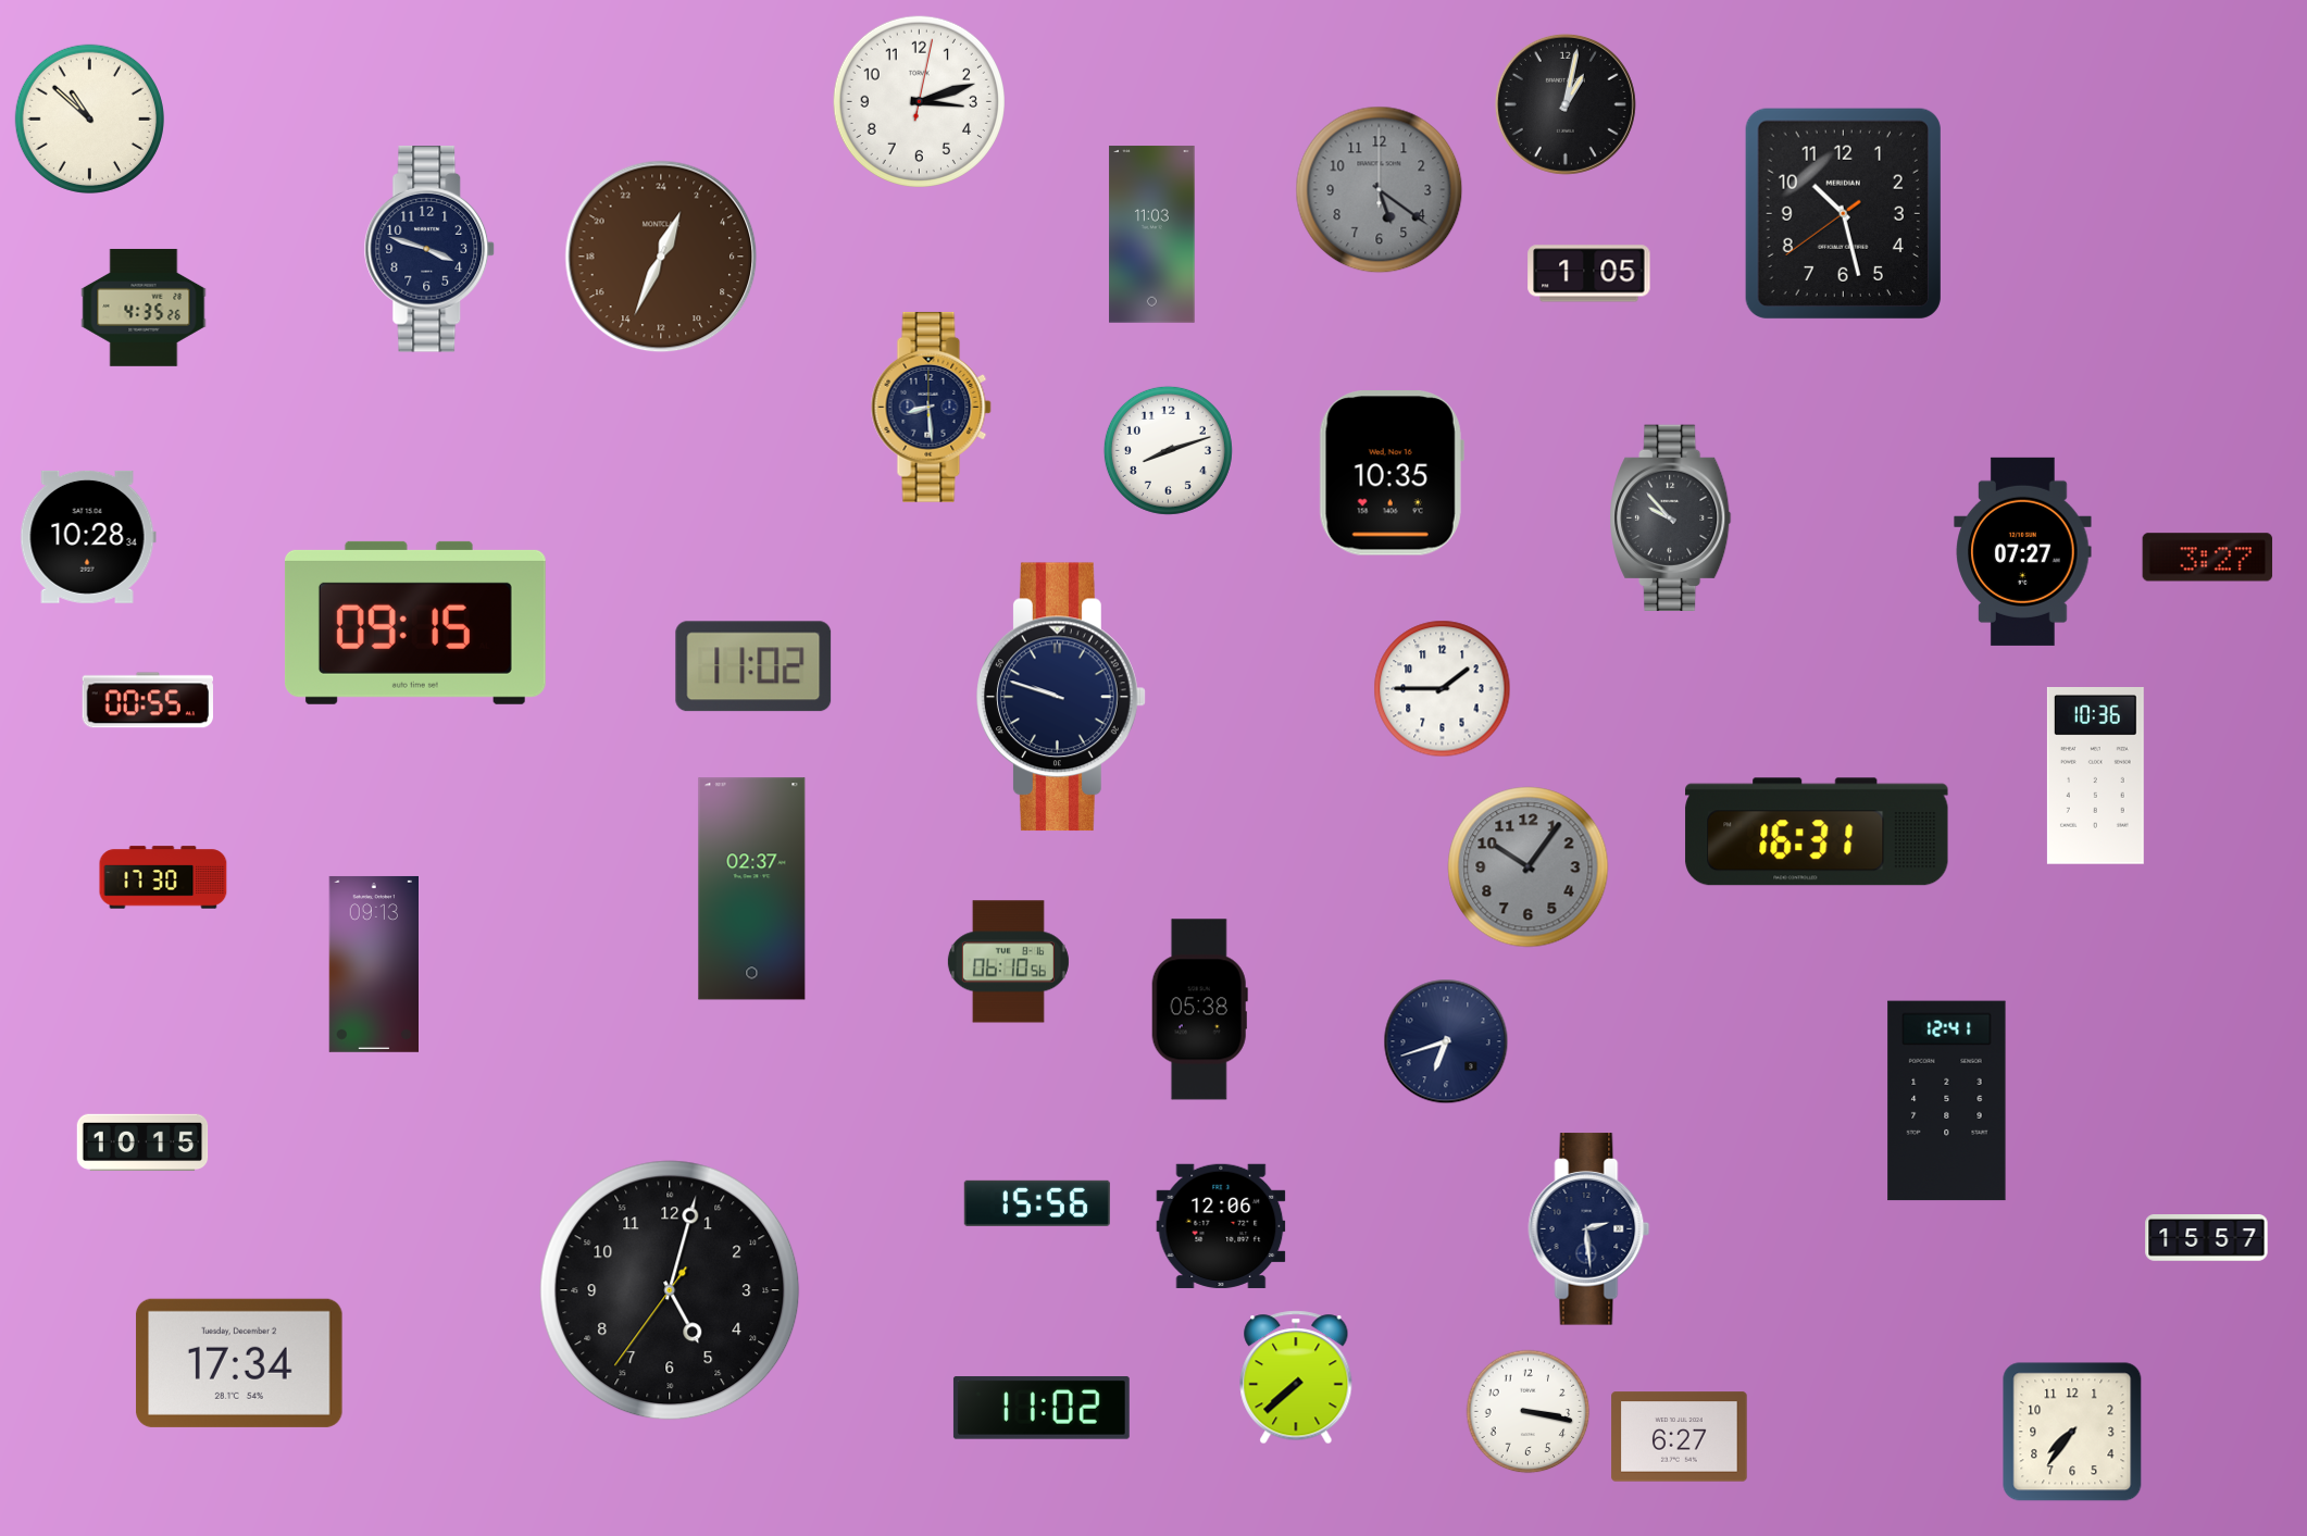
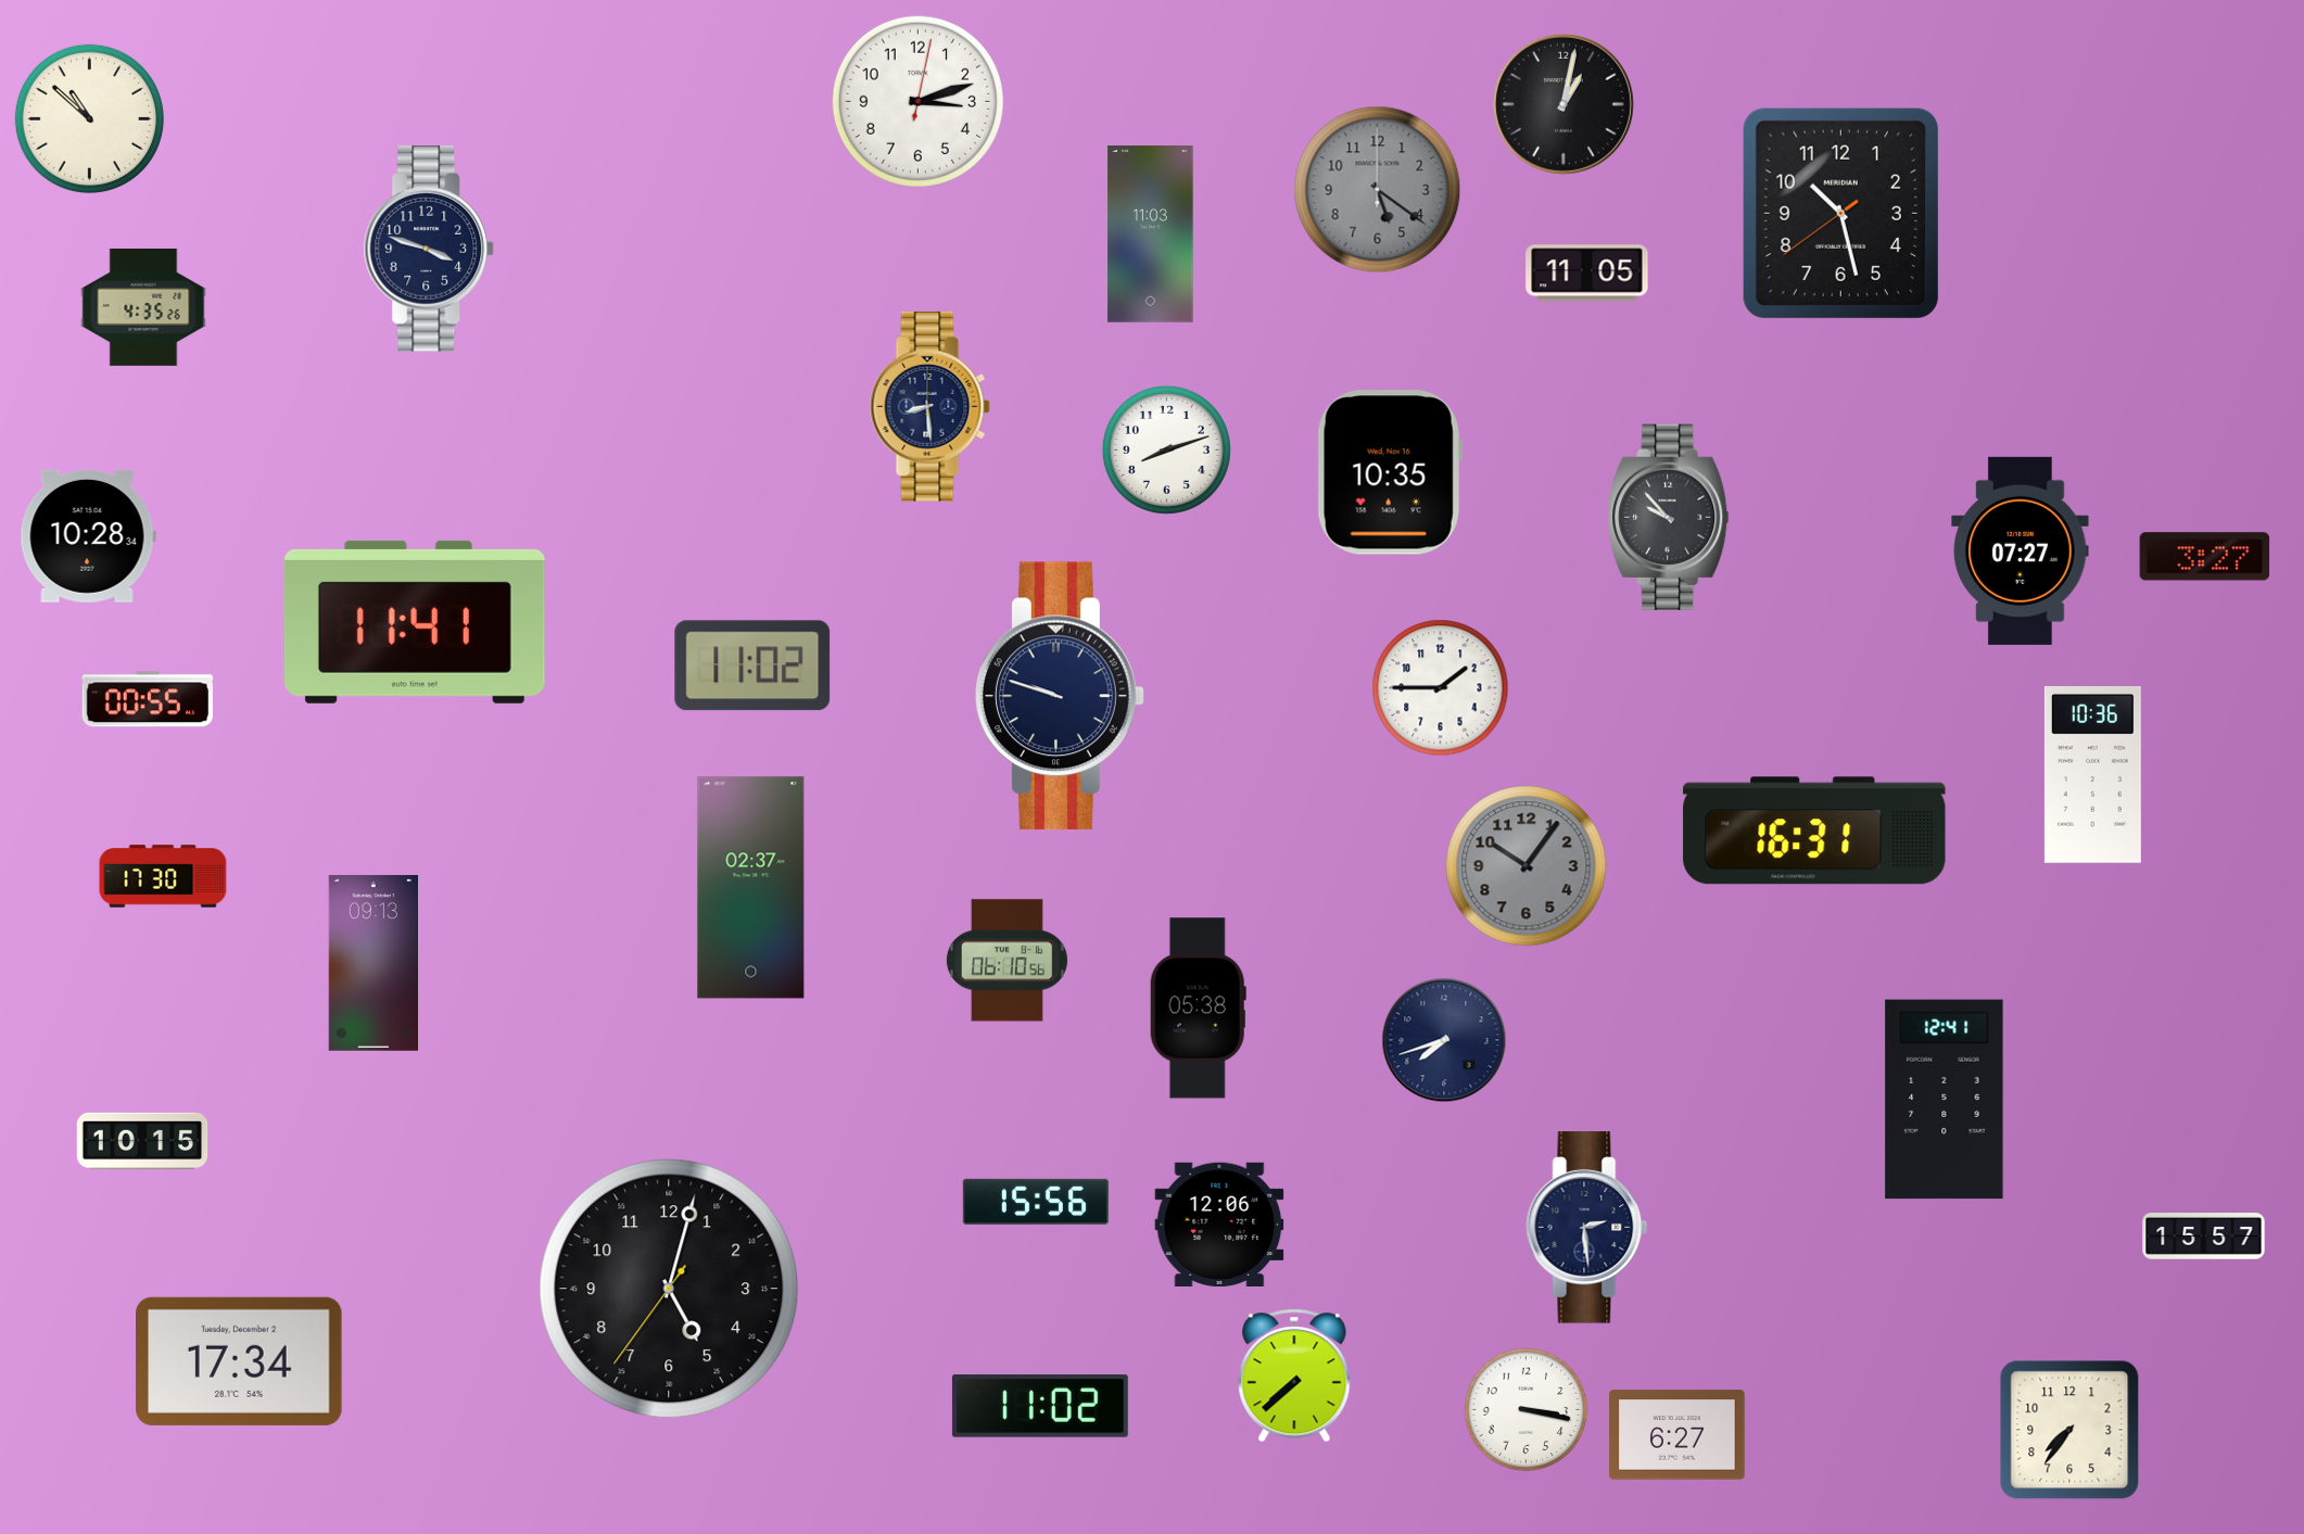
clock at (661, 257): 1:34 -> none
clock at (1589, 274): 1:05 -> 11:05
clock at (415, 623): 09:15 -> 11:41
clock at (1446, 1041): 6:42 -> 7:42
